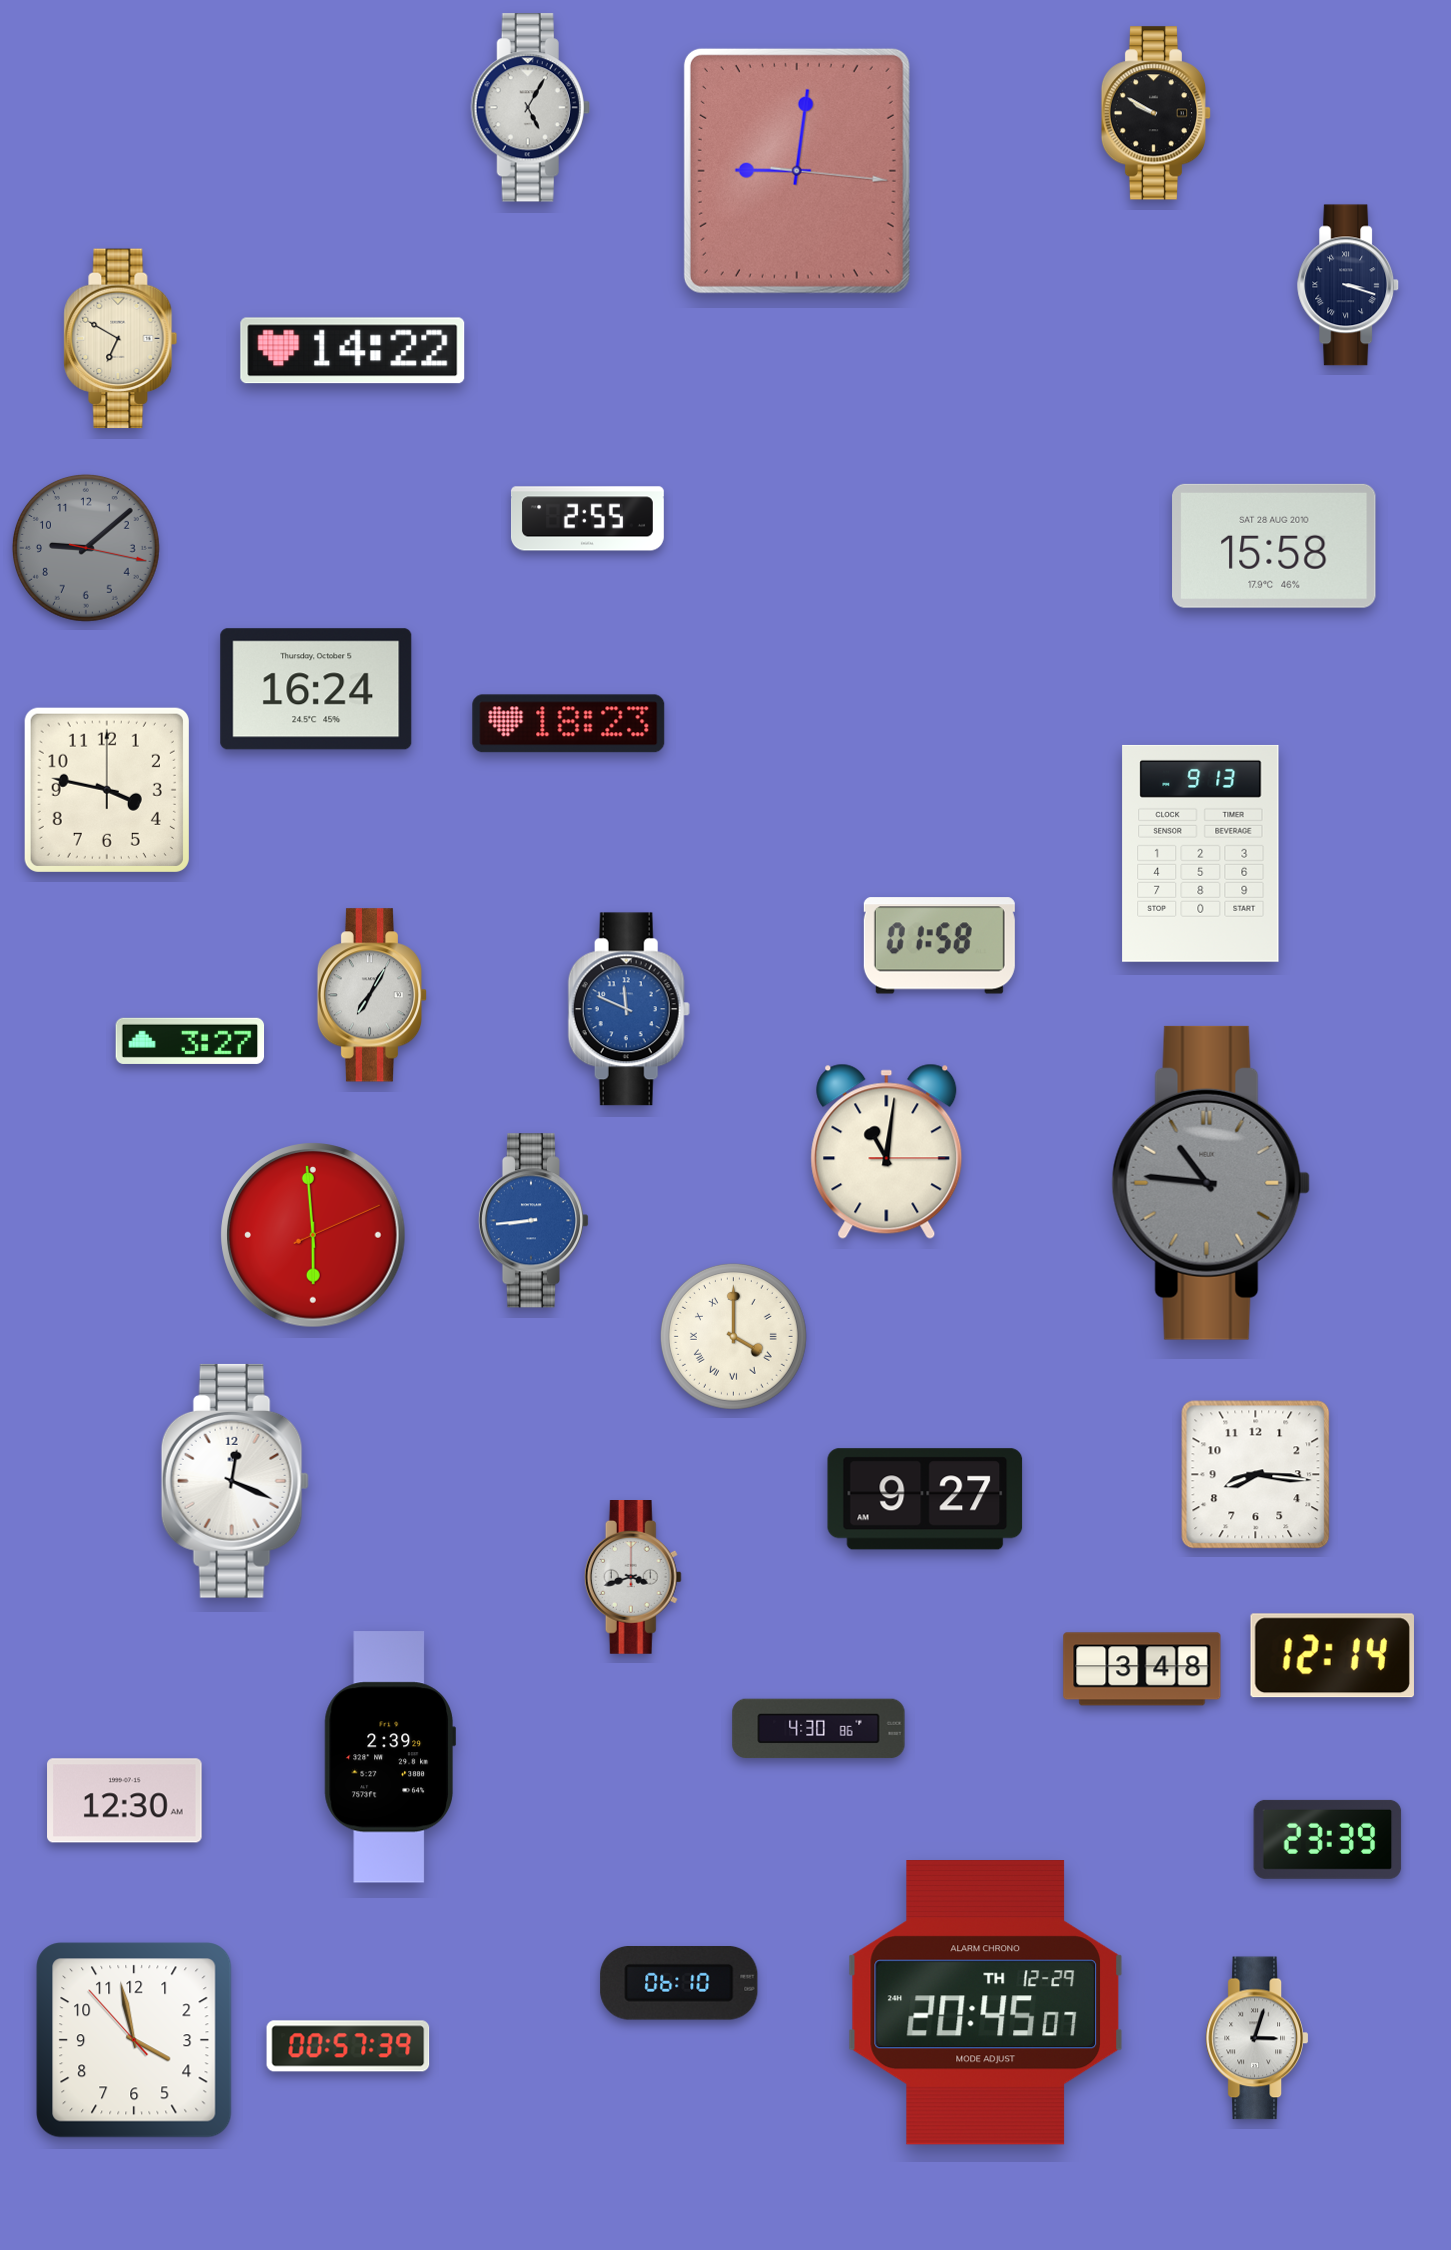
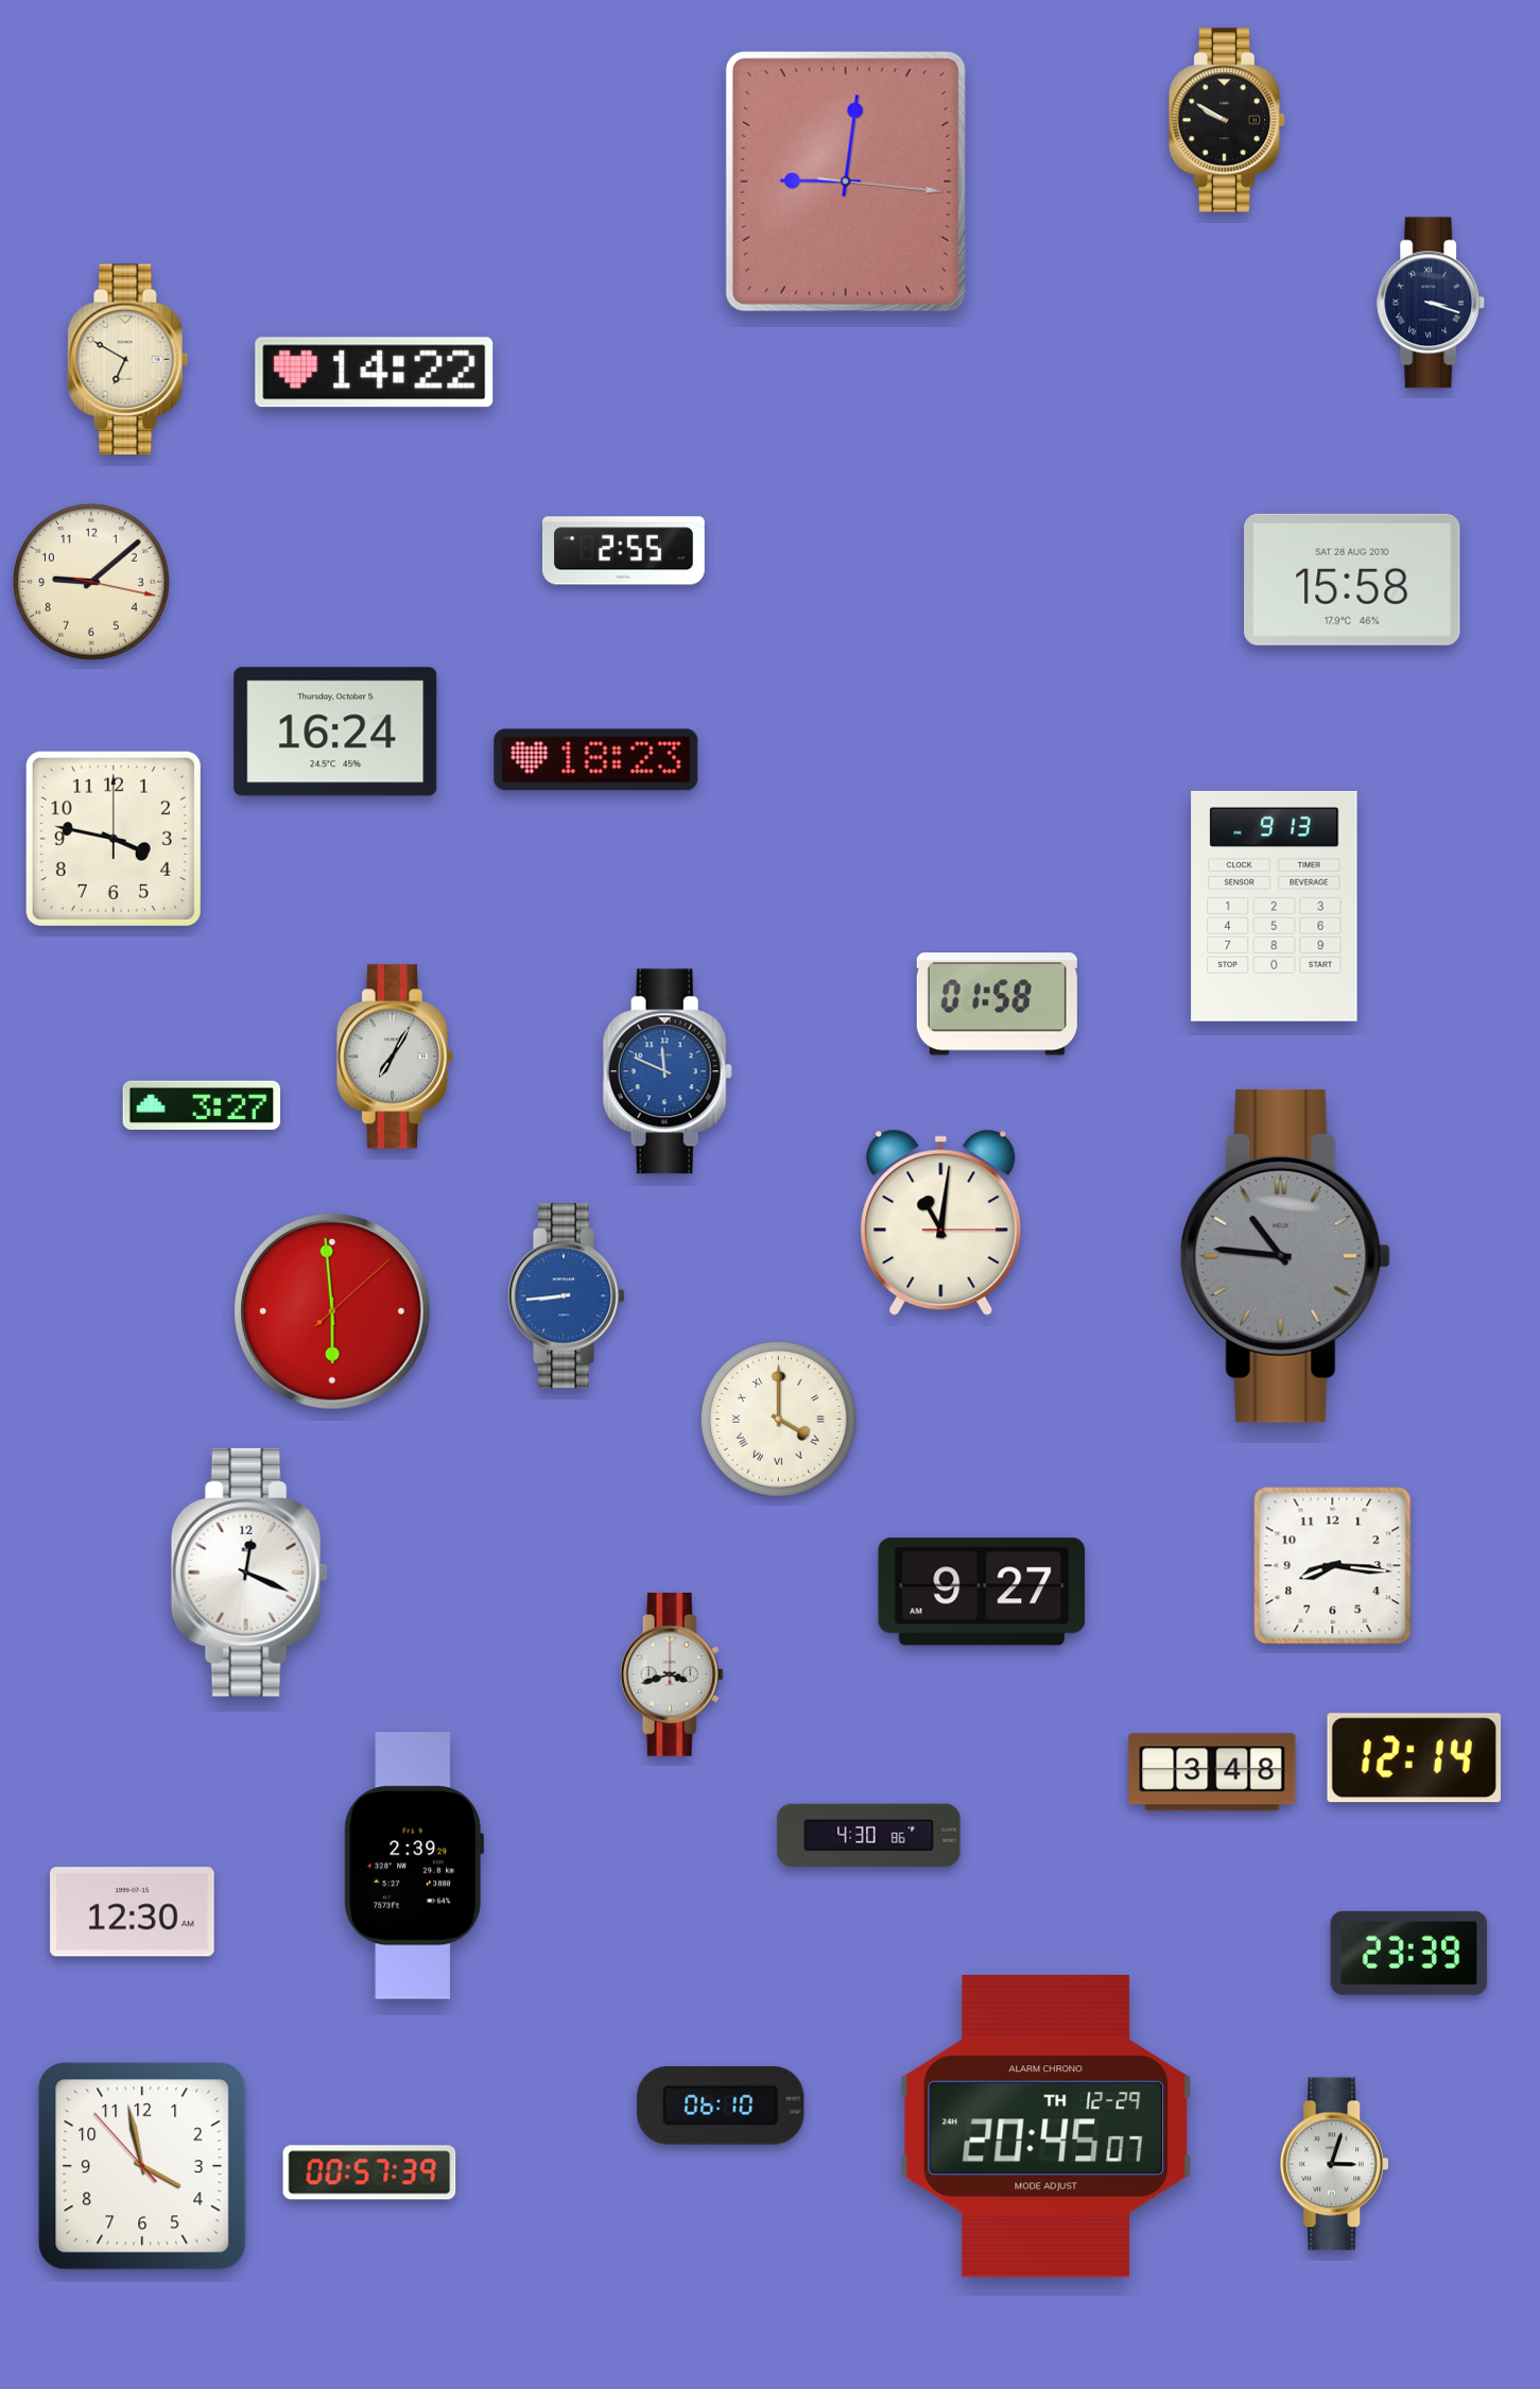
clock at (530, 108): 5:05 -> none
clock at (86, 548) dial: grey -> cream
clock at (569, 724) position: (569, 724) -> (596, 760)
clock at (313, 1235): 5:59:11 -> 5:59:08
